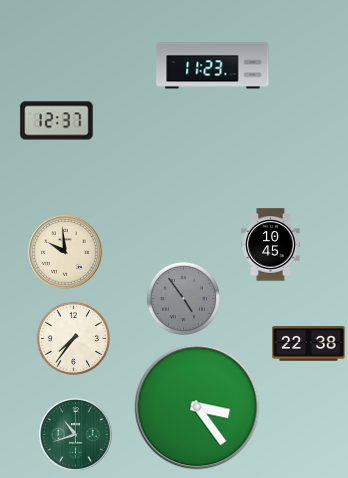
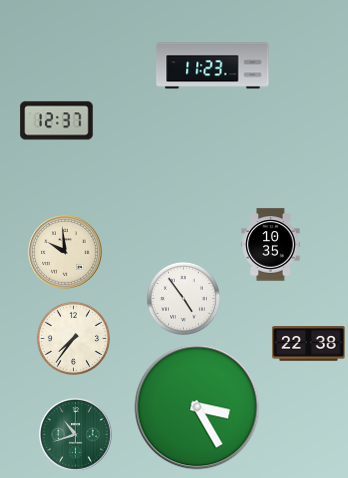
clock at (271, 245): 10:45 -> 10:35
clock at (183, 298) dial: grey -> white
clock at (197, 407): 3:24 -> 3:25
